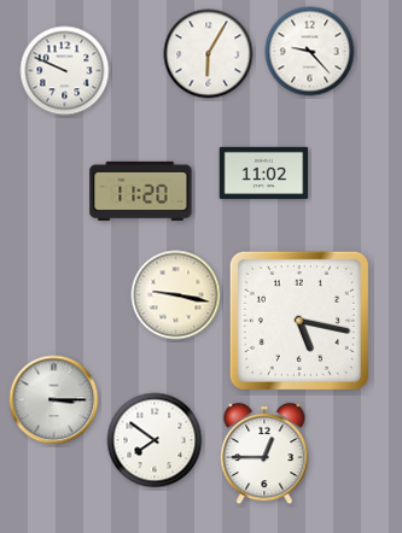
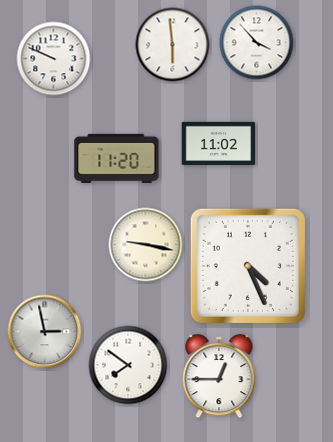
clock at (310, 52): 9:23 -> 3:53
clock at (209, 54): 6:05 -> 5:59
clock at (299, 321): 5:17 -> 4:26
clock at (54, 400): 3:15 -> 2:58
